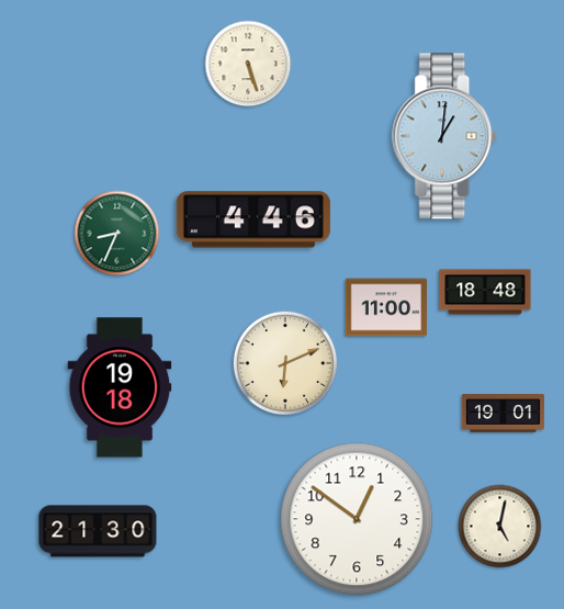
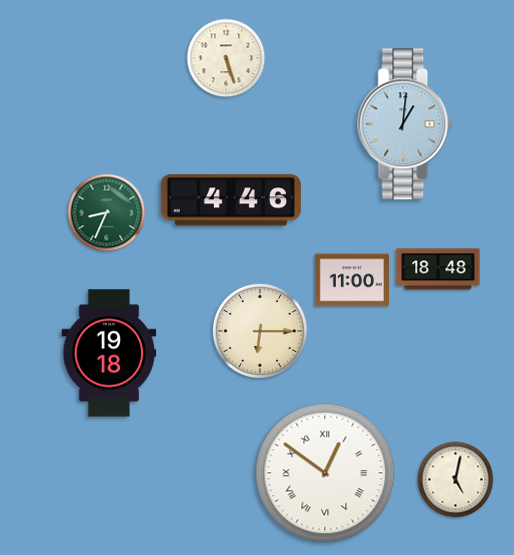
clock at (485, 292) position: (485, 292) -> (438, 269)
clock at (285, 363): 6:11 -> 6:15
clock at (503, 414): 19:01 -> none
clock at (357, 519) numerals: Arabic -> Roman
clock at (98, 531): 21:30 -> none
